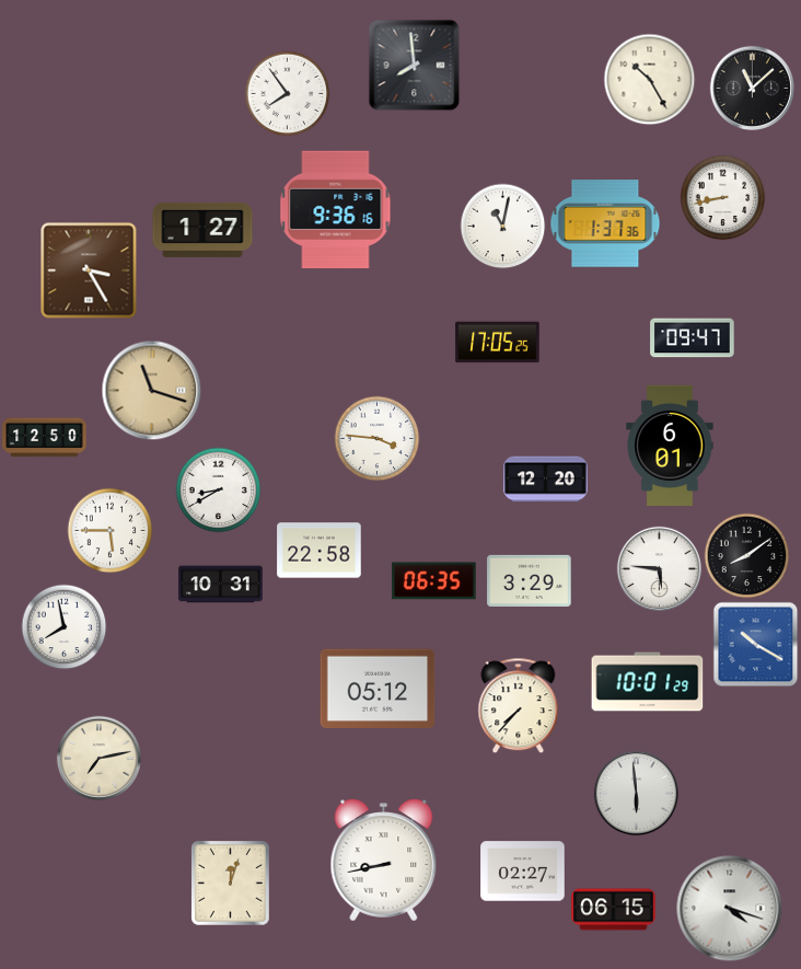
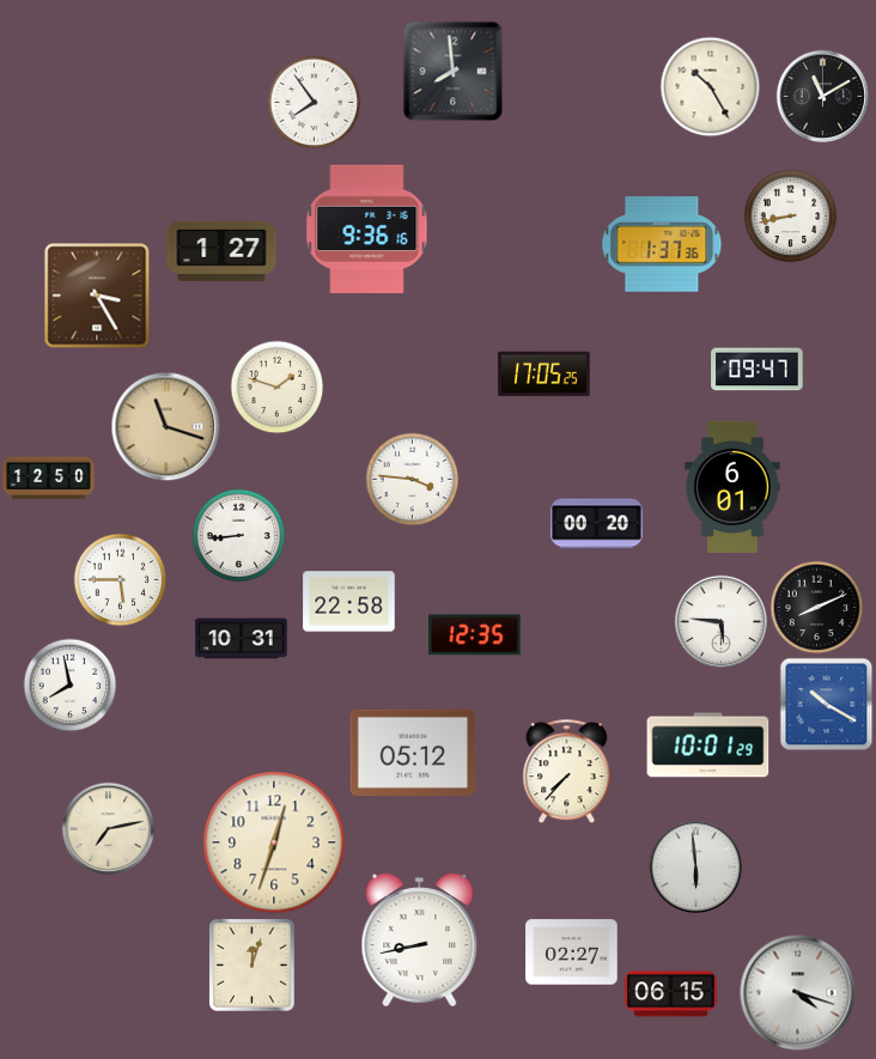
clock at (752, 88): 11:08 -> 11:10
clock at (502, 226): 11:02 -> none
clock at (276, 387): none -> 1:48
clock at (546, 480): 12:20 -> 00:20
clock at (218, 489): 8:40 -> 8:44
clock at (746, 555): 8:09 -> 8:11
clock at (530, 580): 3:29 -> none
clock at (434, 581): 06:35 -> 12:35
clock at (274, 842): none -> 12:33
